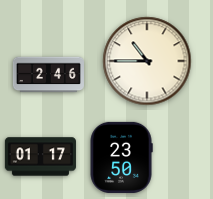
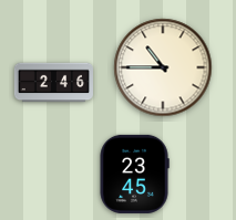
clock at (40, 157): 01:17 -> none
clock at (121, 157): 23:50 -> 23:45
